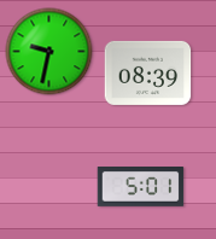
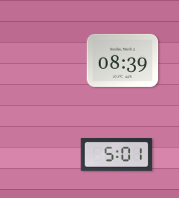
clock at (49, 52): 9:32 -> none
